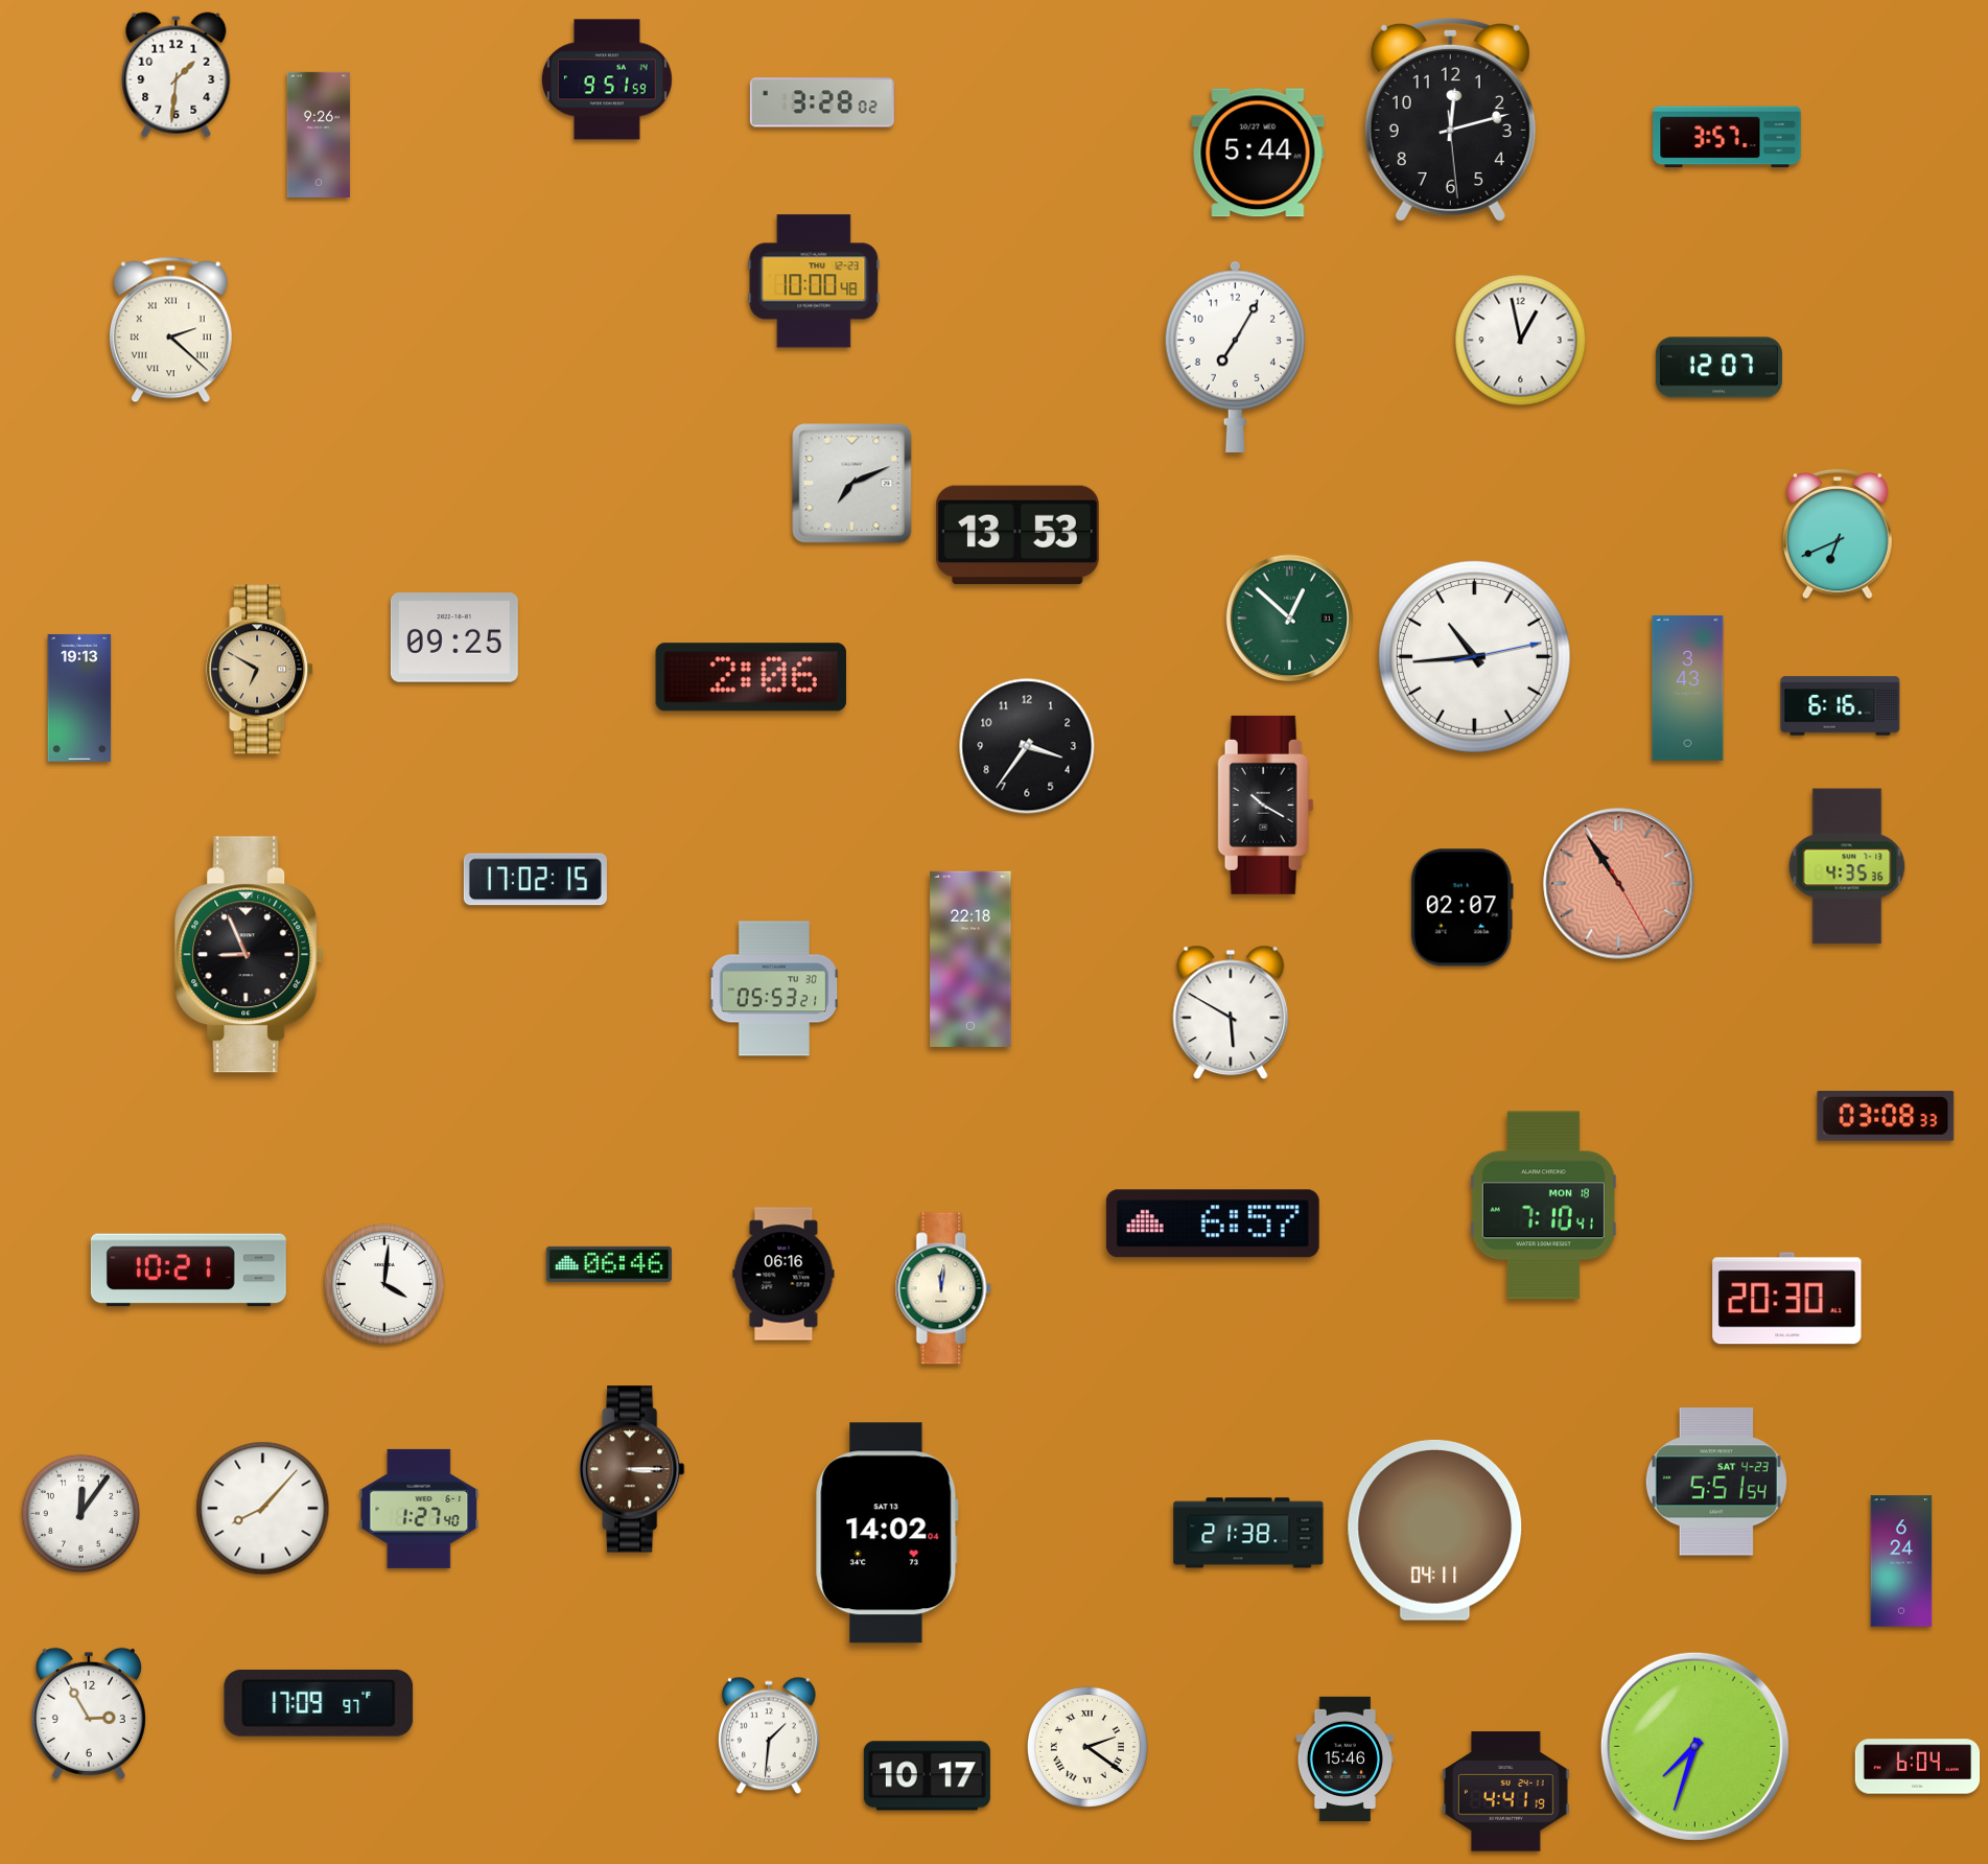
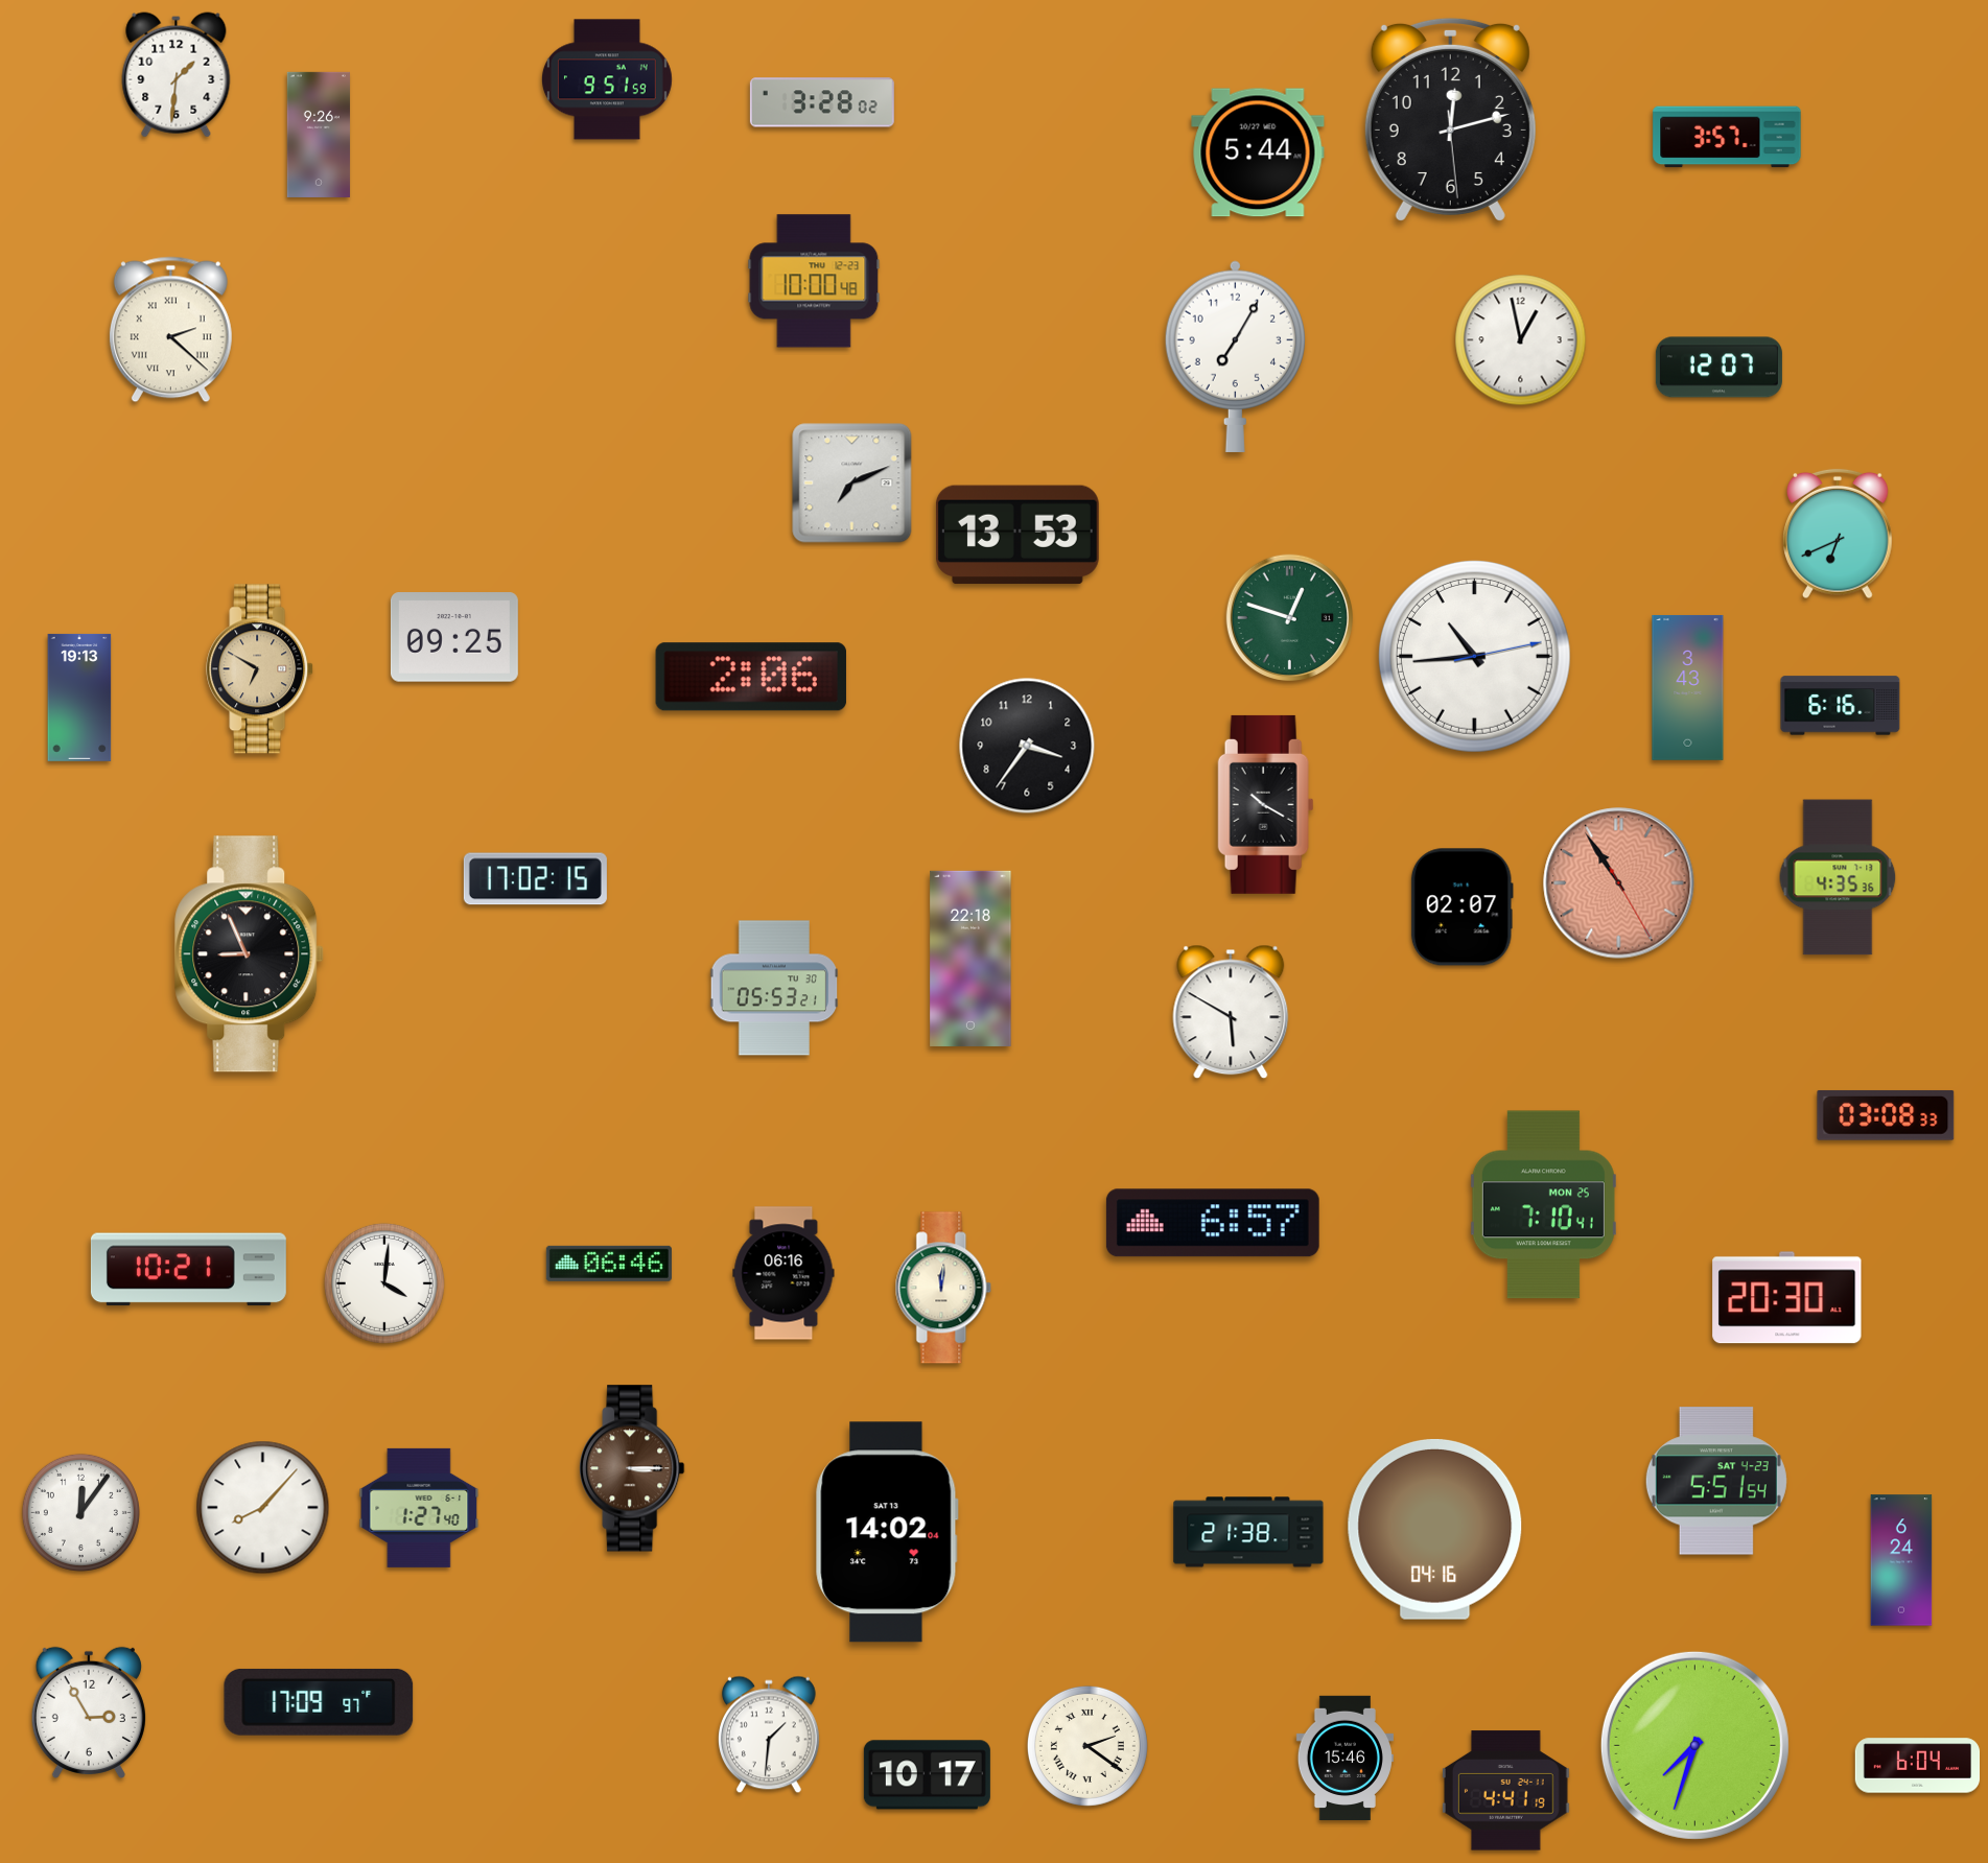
clock at (1289, 618): 12:52 -> 12:48
clock at (1847, 866) position: (1847, 866) -> (1838, 877)
clock at (1543, 1206) date: MON 18 -> MON 25
clock at (1435, 1530): 04:11 -> 04:16
